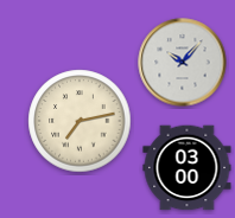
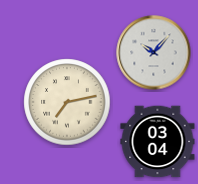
clock at (188, 168): 03:00 -> 03:04
